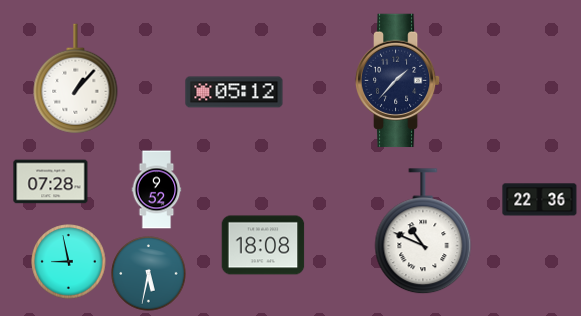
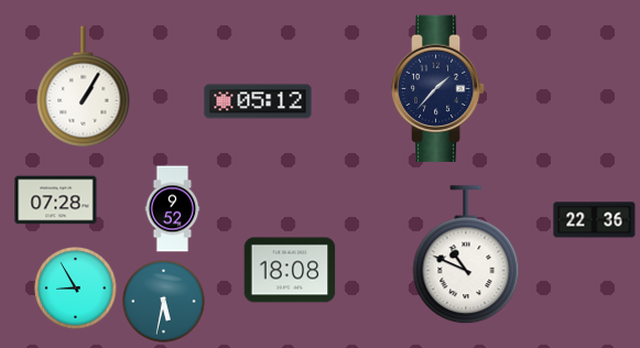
clock at (76, 79): 1:07 -> 1:05
clock at (69, 262): 8:58 -> 8:55
